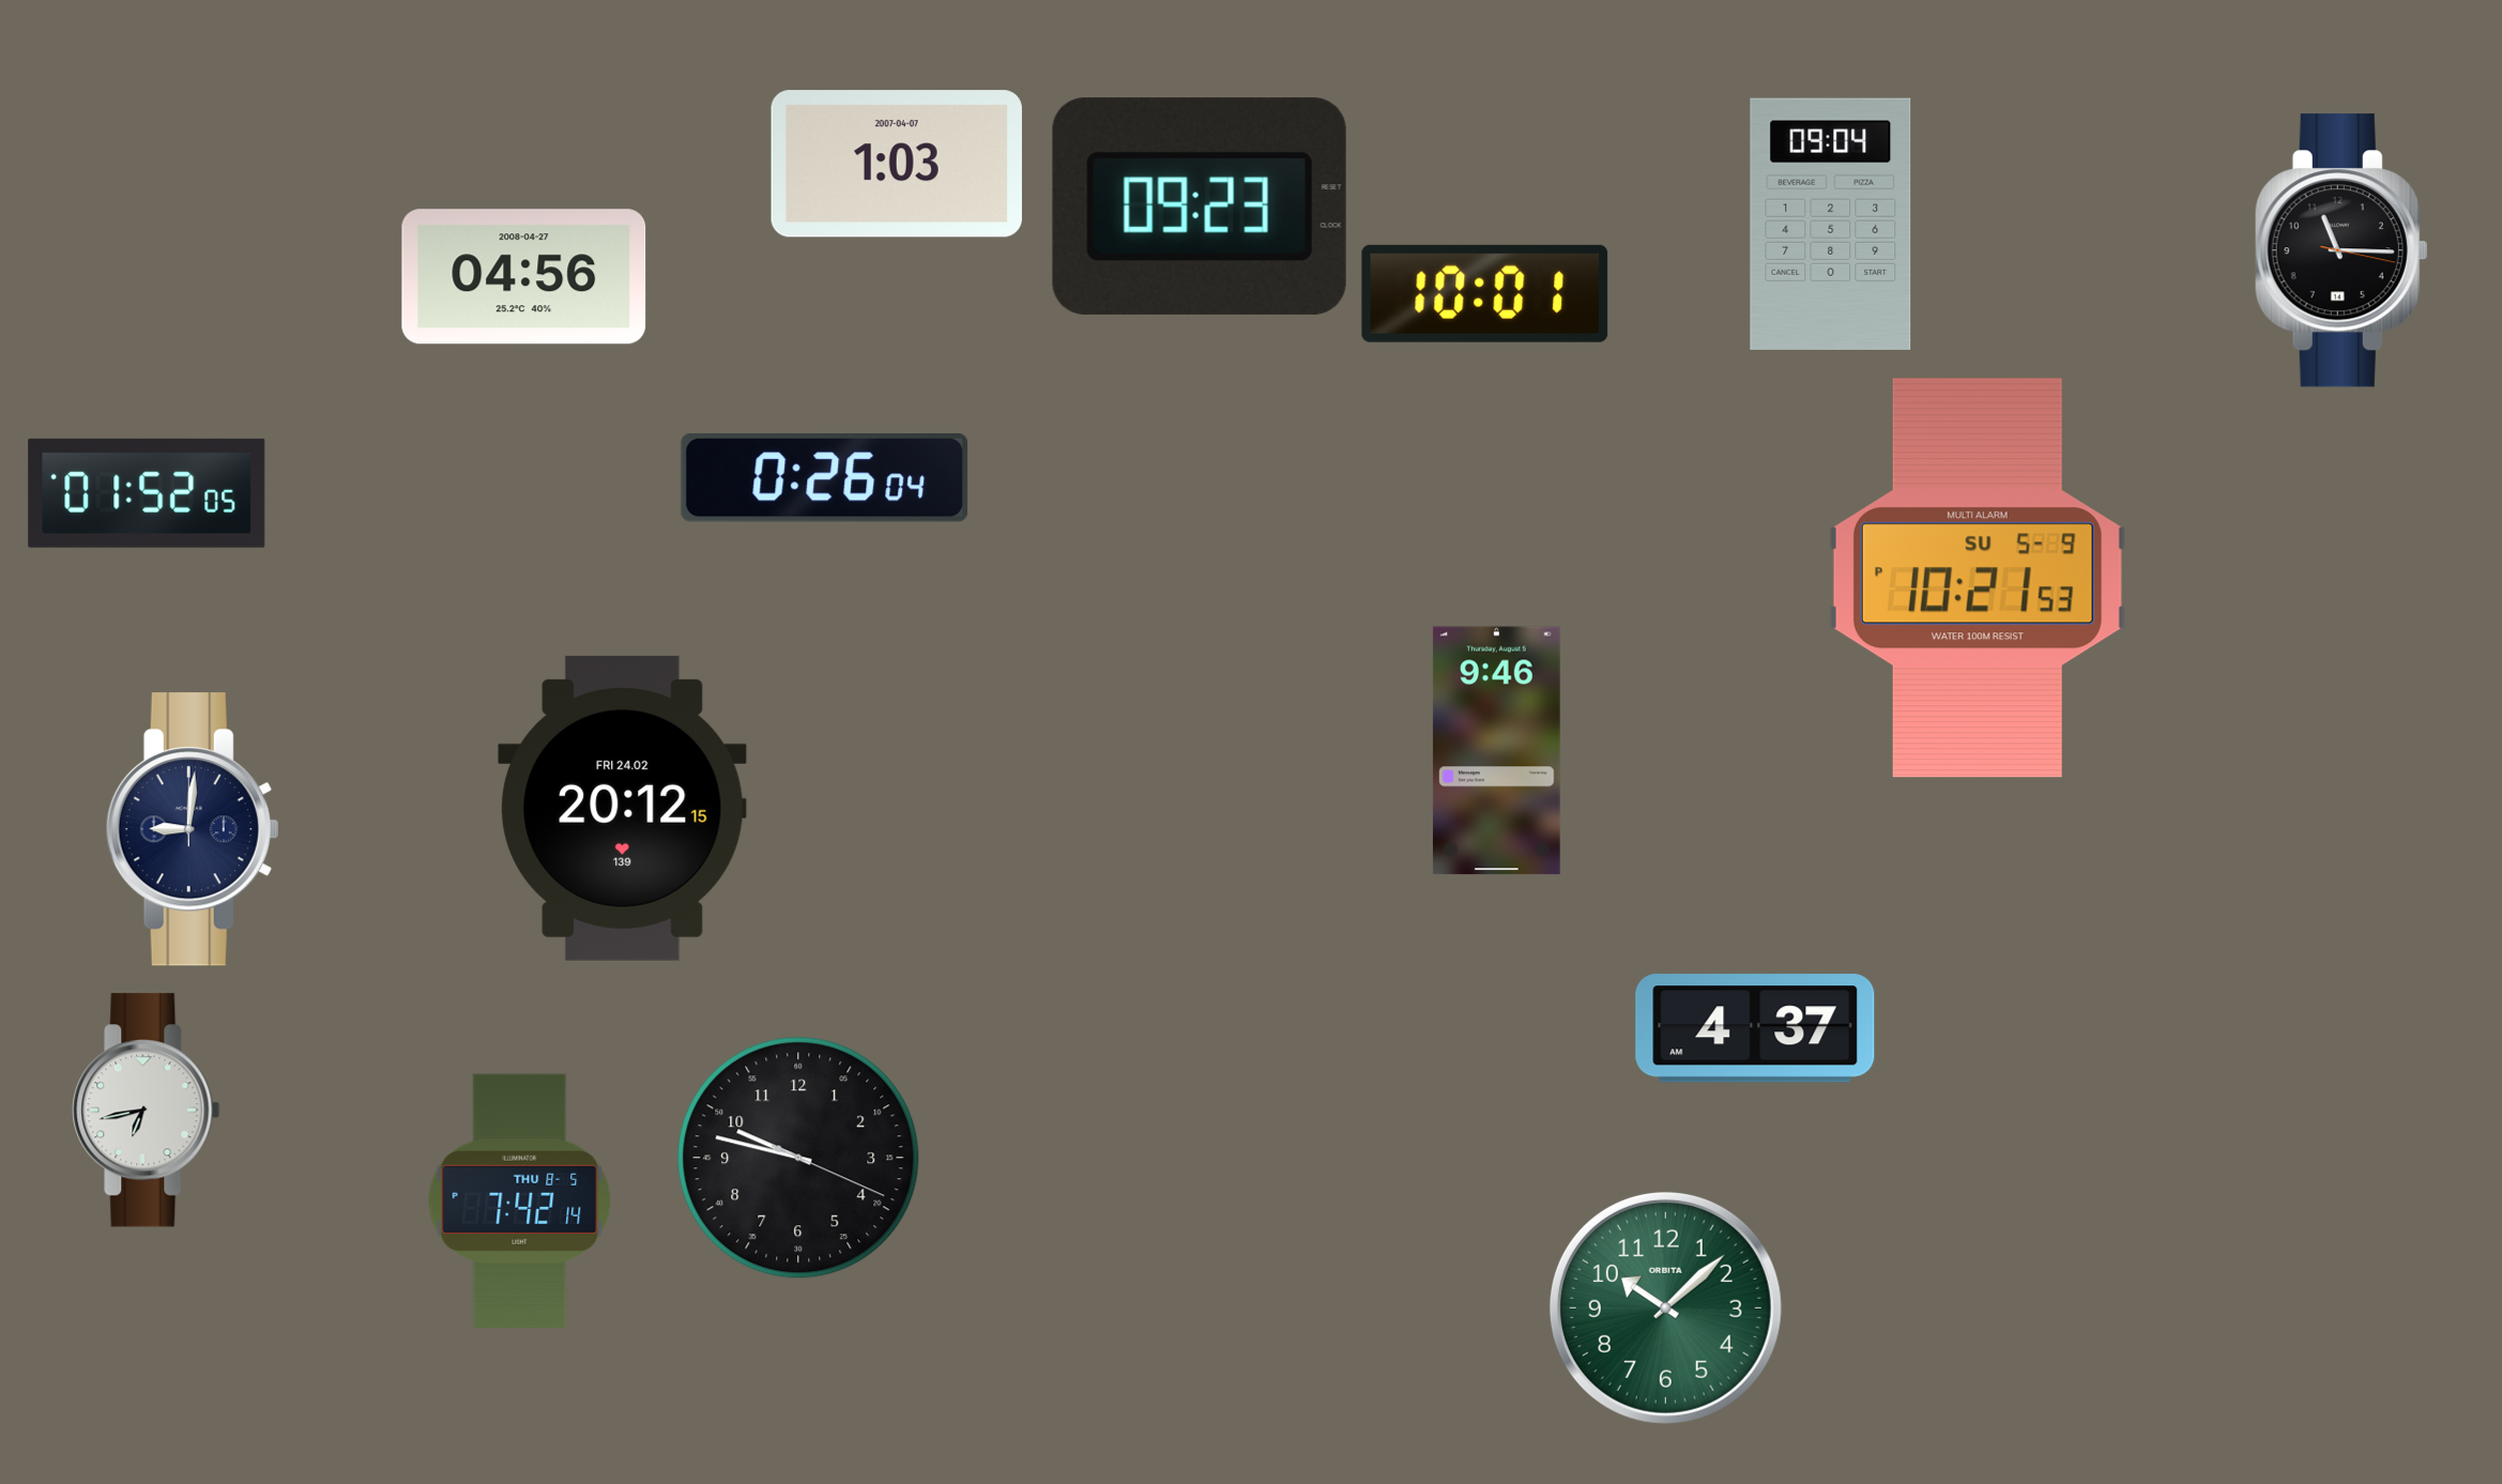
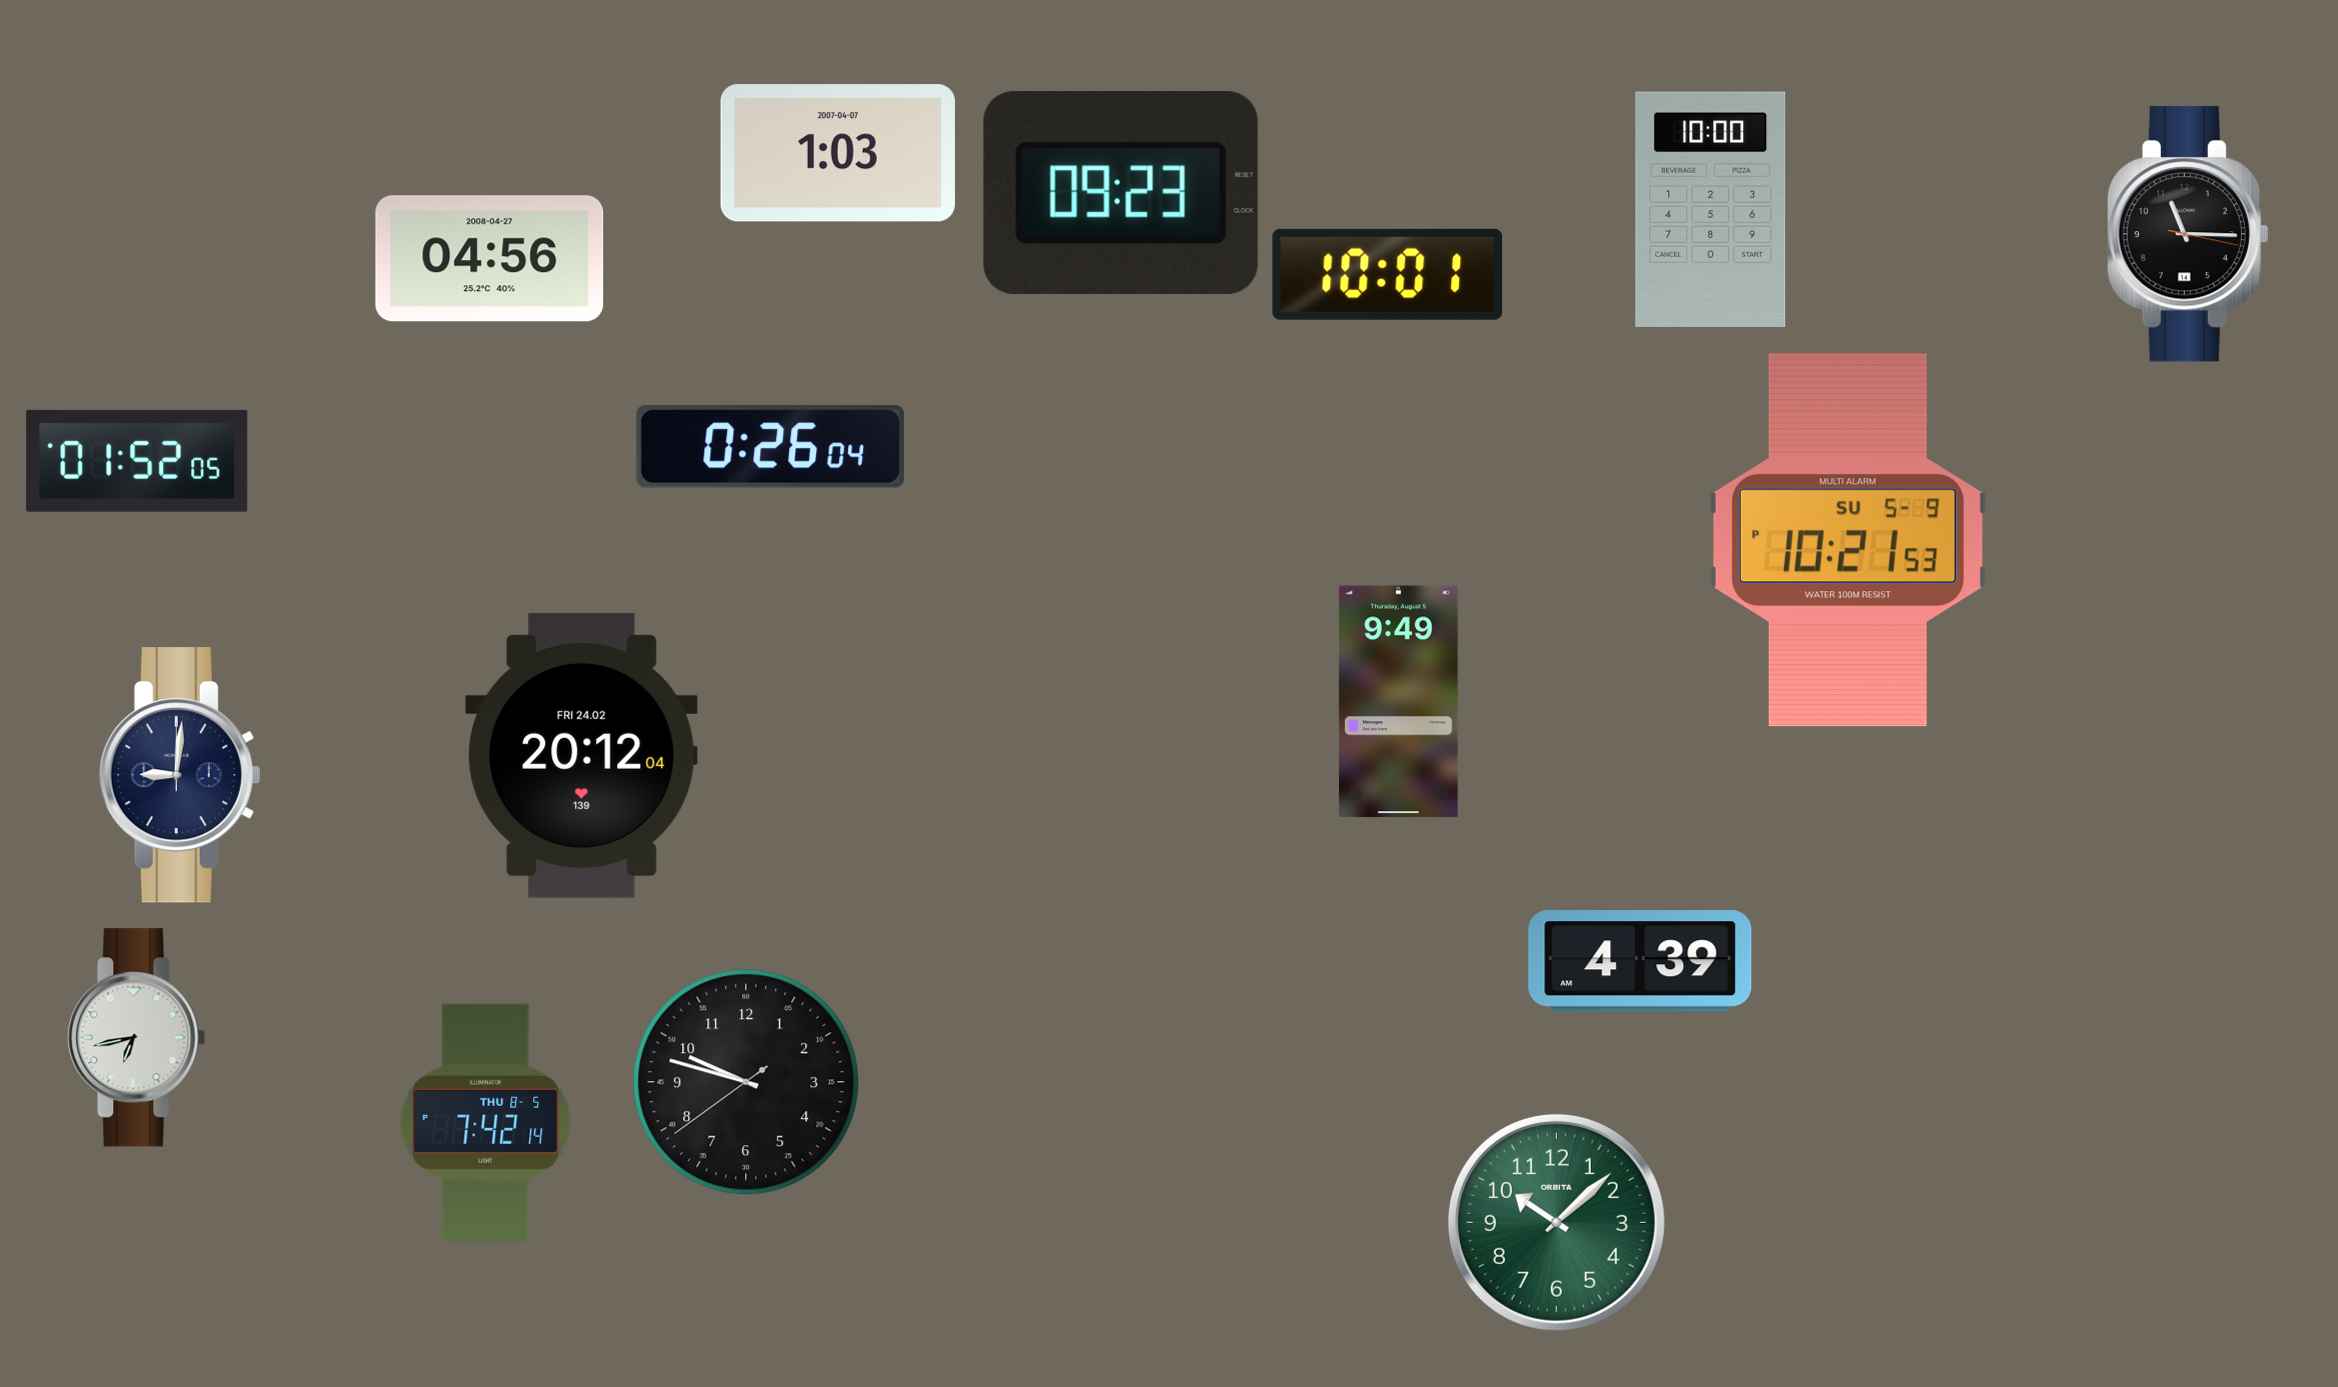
clock at (1831, 224): 09:04 -> 10:00
clock at (1496, 751): 9:46 -> 9:49
clock at (623, 808): 20:12:15 -> 20:12:04
clock at (1755, 1028): 4:37 -> 4:39
clock at (798, 1158): 9:47:19 -> 9:47:39
